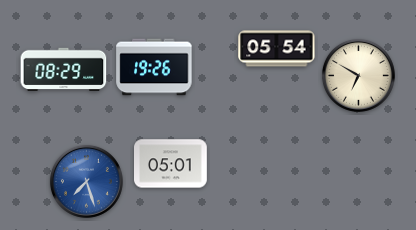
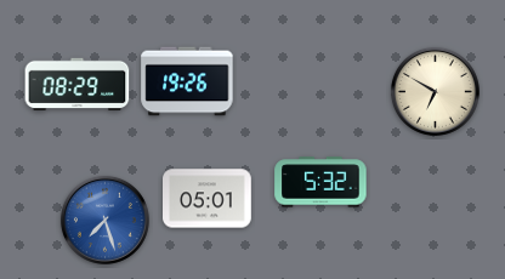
clock at (277, 49): 05:54 -> none
clock at (320, 182): none -> 5:32
